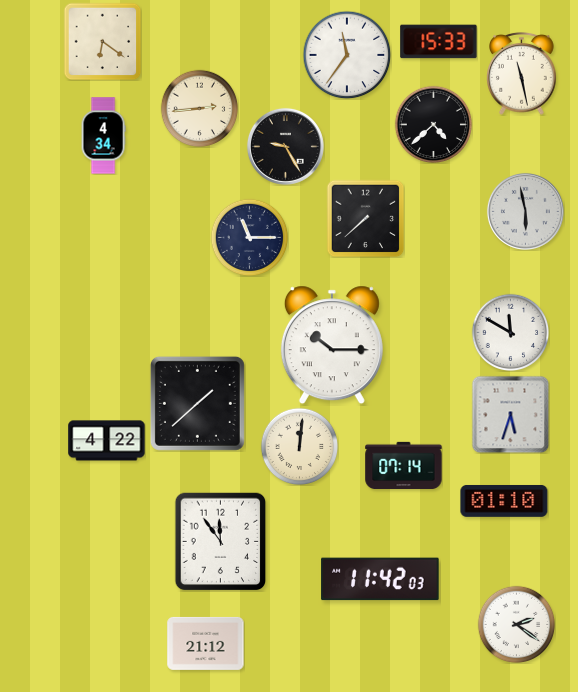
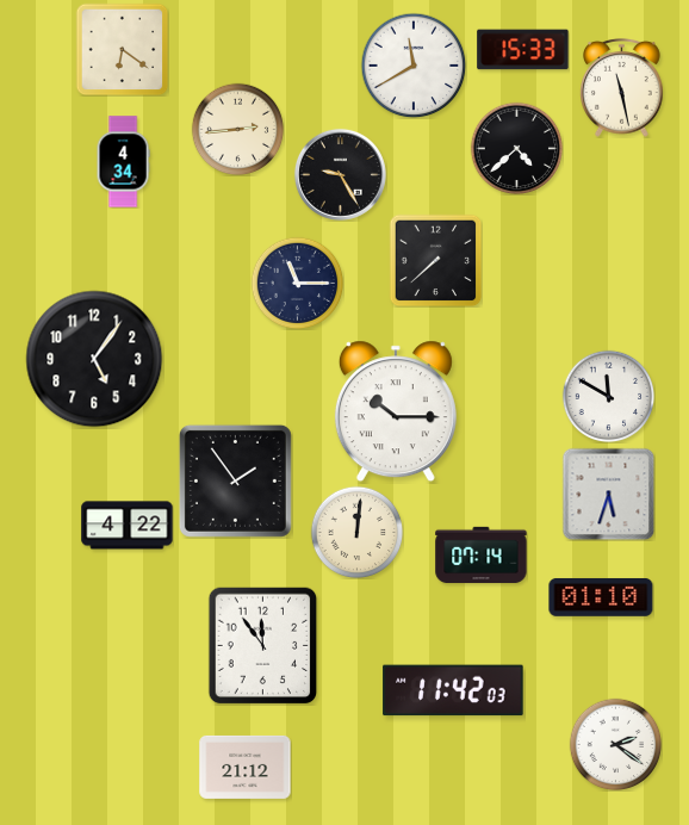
clock at (347, 55): 11:36 -> 11:40
clock at (525, 211): 5:58 -> none
clock at (94, 359): none -> 5:06
clock at (197, 403): 1:38 -> 1:54
